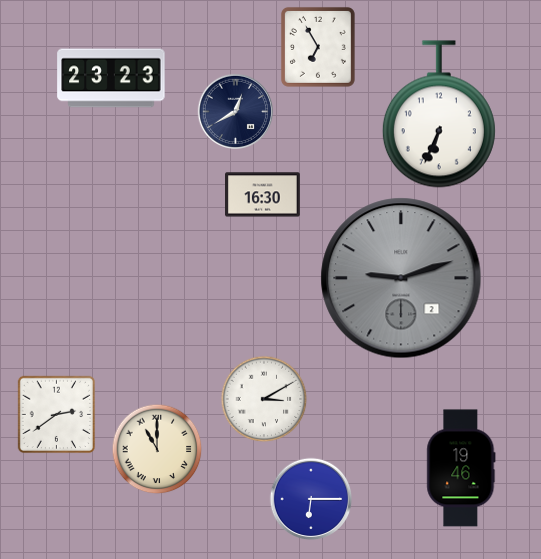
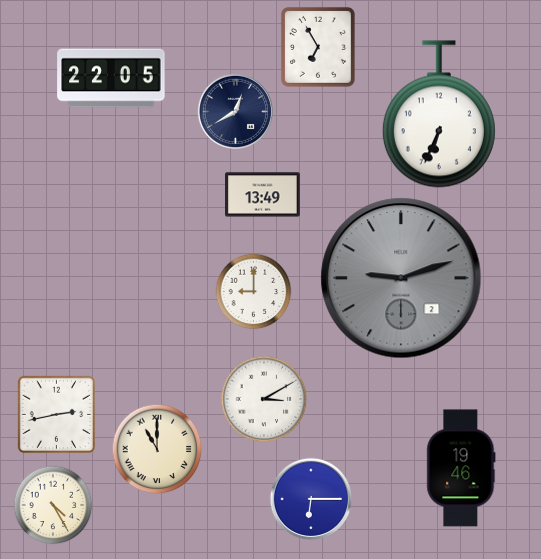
clock at (111, 78): 23:23 -> 22:05
clock at (263, 195): 16:30 -> 13:49
clock at (254, 292): none -> 9:00
clock at (57, 415): 2:39 -> 2:43
clock at (53, 505): none -> 4:25
